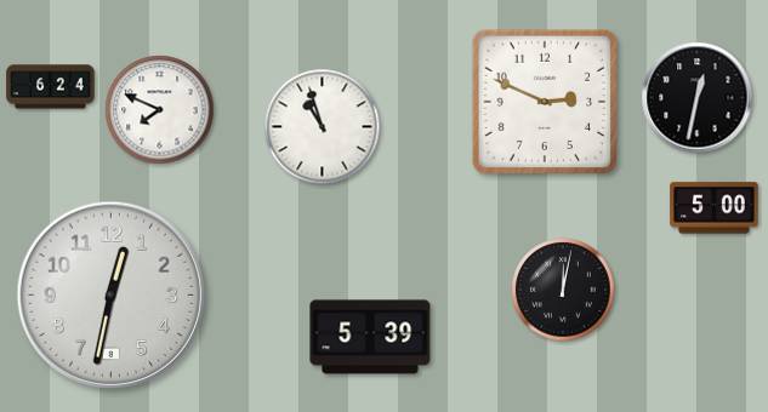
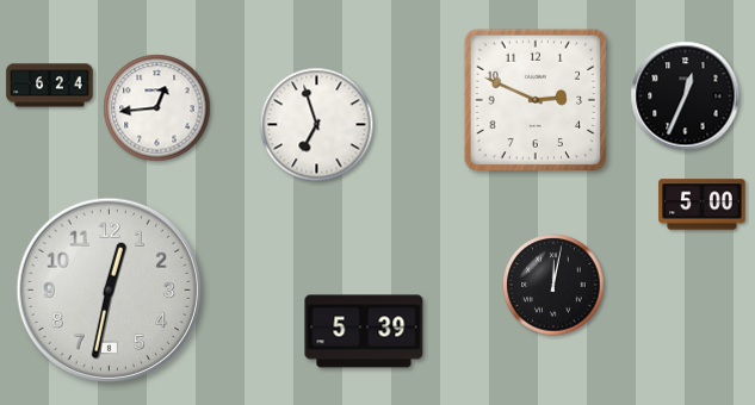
clock at (698, 98): 12:32 -> 12:34
clock at (160, 110): 7:49 -> 12:44
clock at (323, 127): 10:57 -> 6:57
